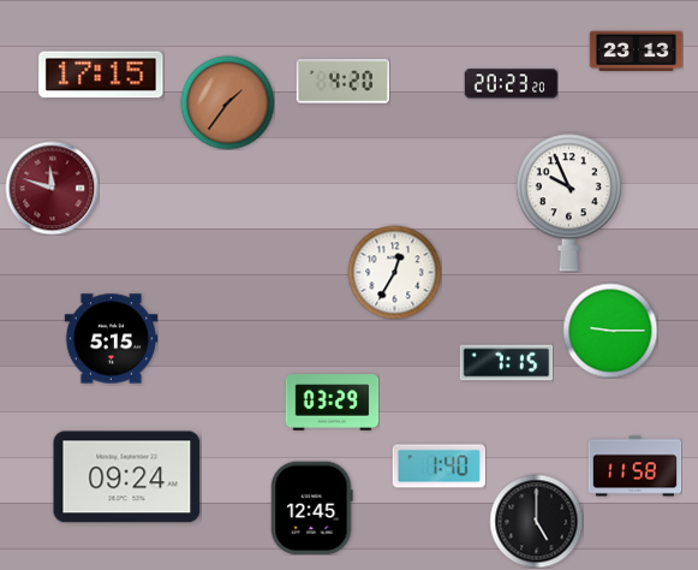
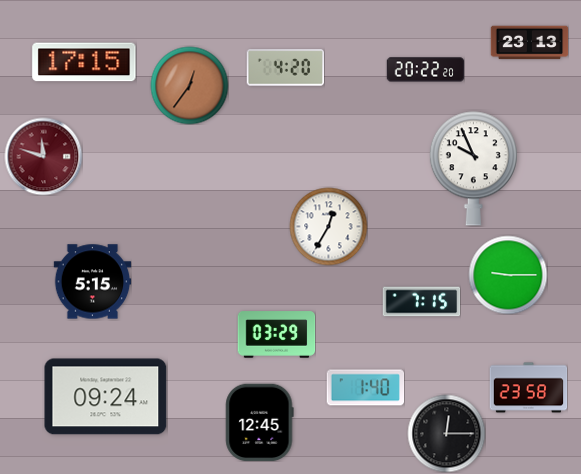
clock at (511, 84): 20:23 -> 20:22
clock at (227, 102): 1:36 -> 12:36
clock at (634, 467): 11:58 -> 23:58
clock at (536, 521): 5:00 -> 12:15
